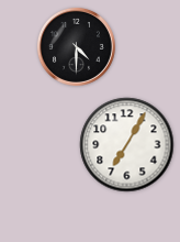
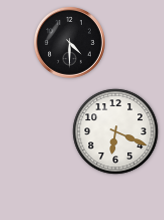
clock at (127, 145): 7:05 -> 6:19
